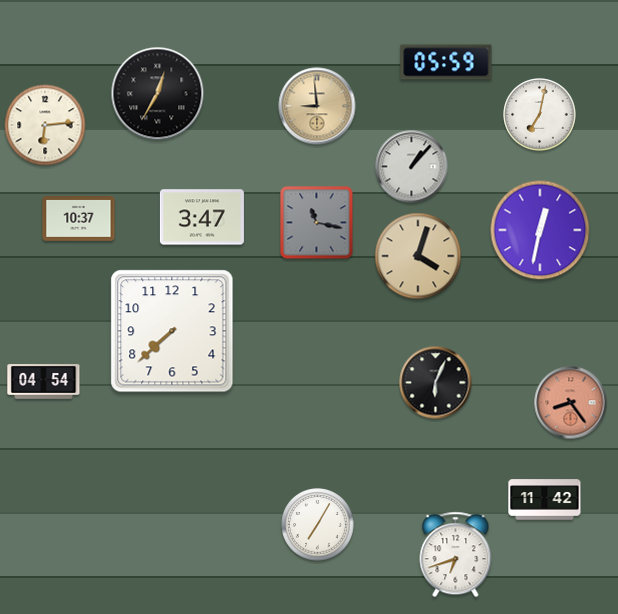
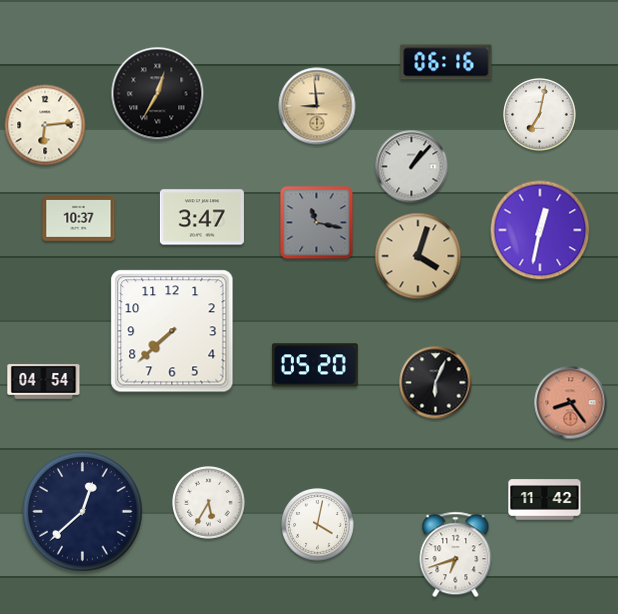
clock at (446, 62): 05:59 -> 06:16
clock at (315, 365): none -> 05:20
clock at (209, 503): none -> 5:35
clock at (83, 512): none -> 12:38
clock at (318, 525): 7:05 -> 4:02
